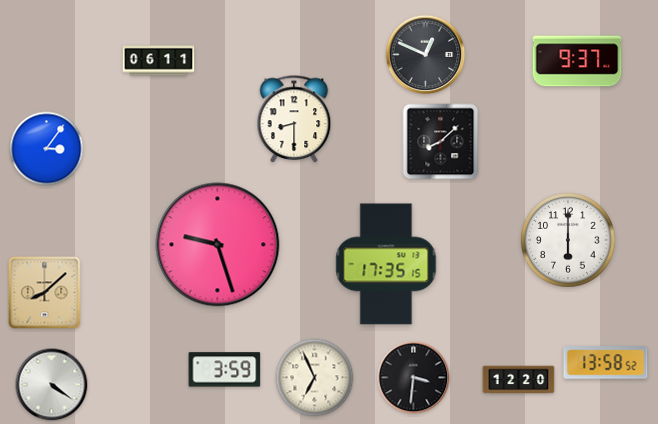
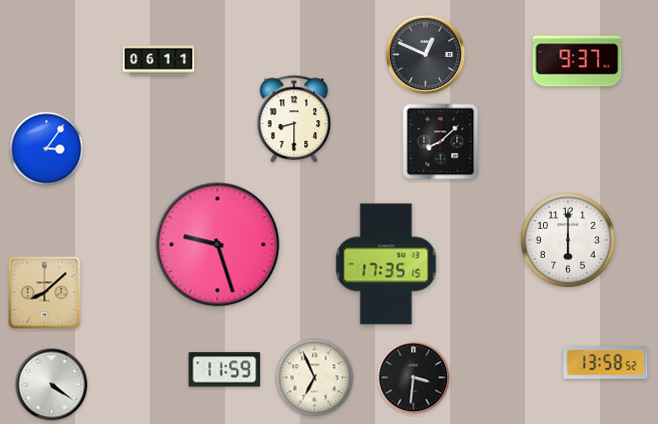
clock at (225, 370): 3:59 -> 11:59
clock at (519, 380): 12:20 -> none
